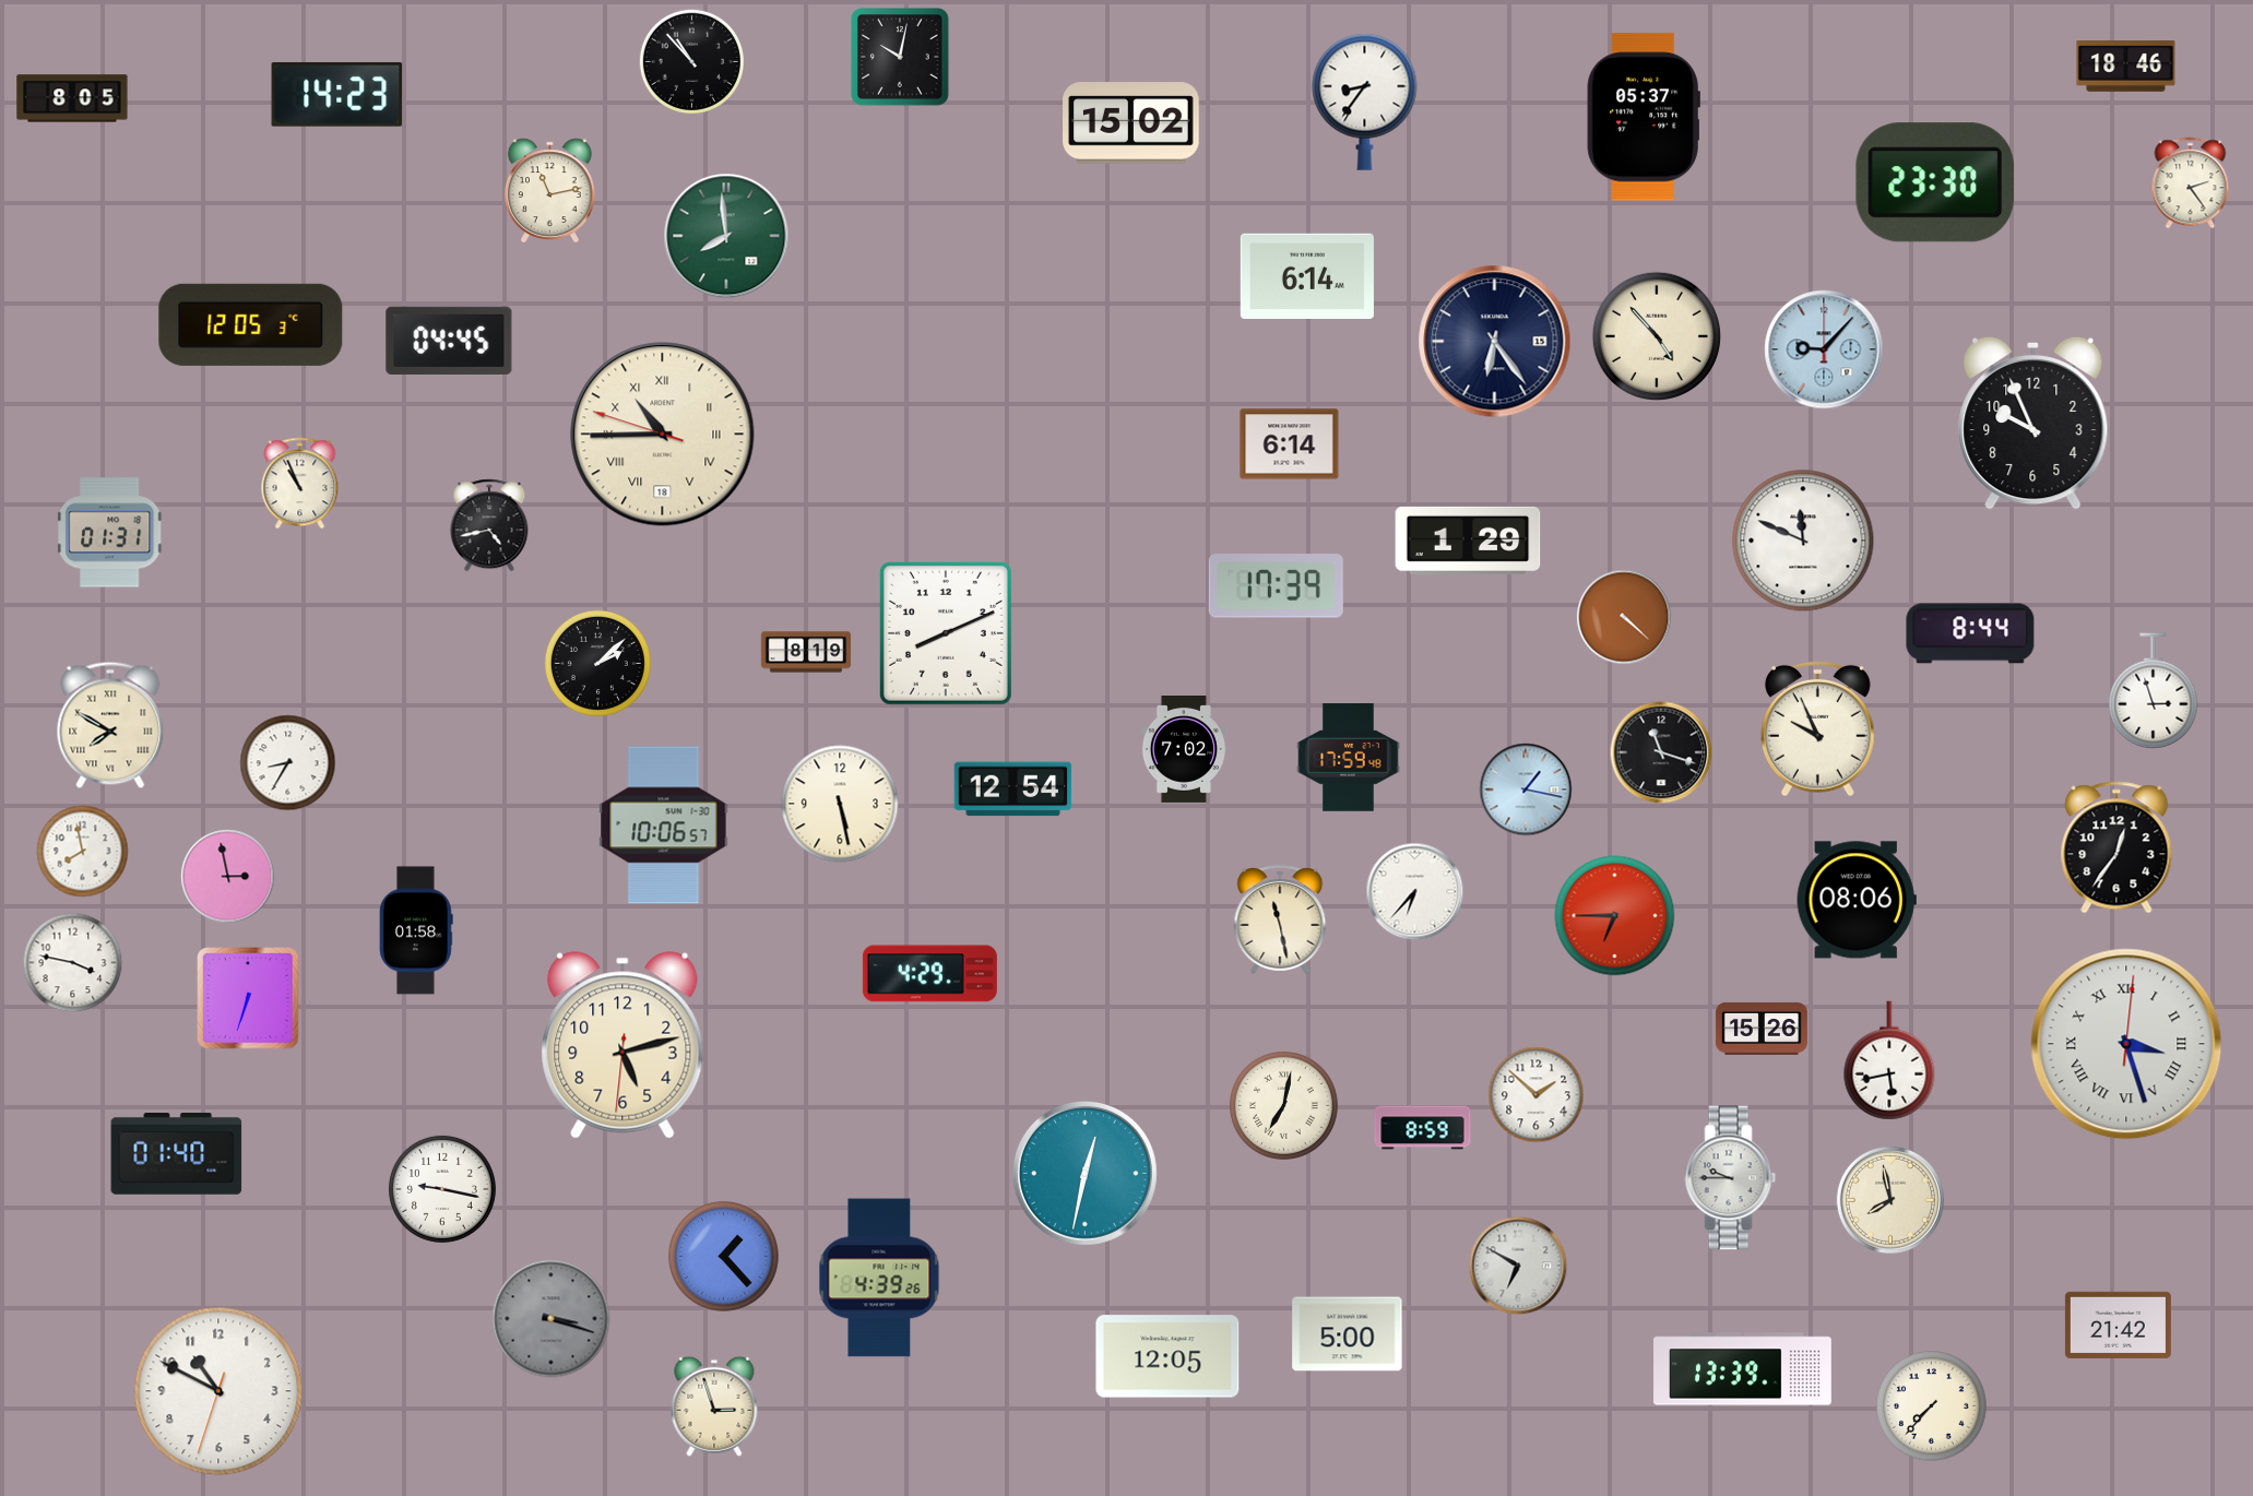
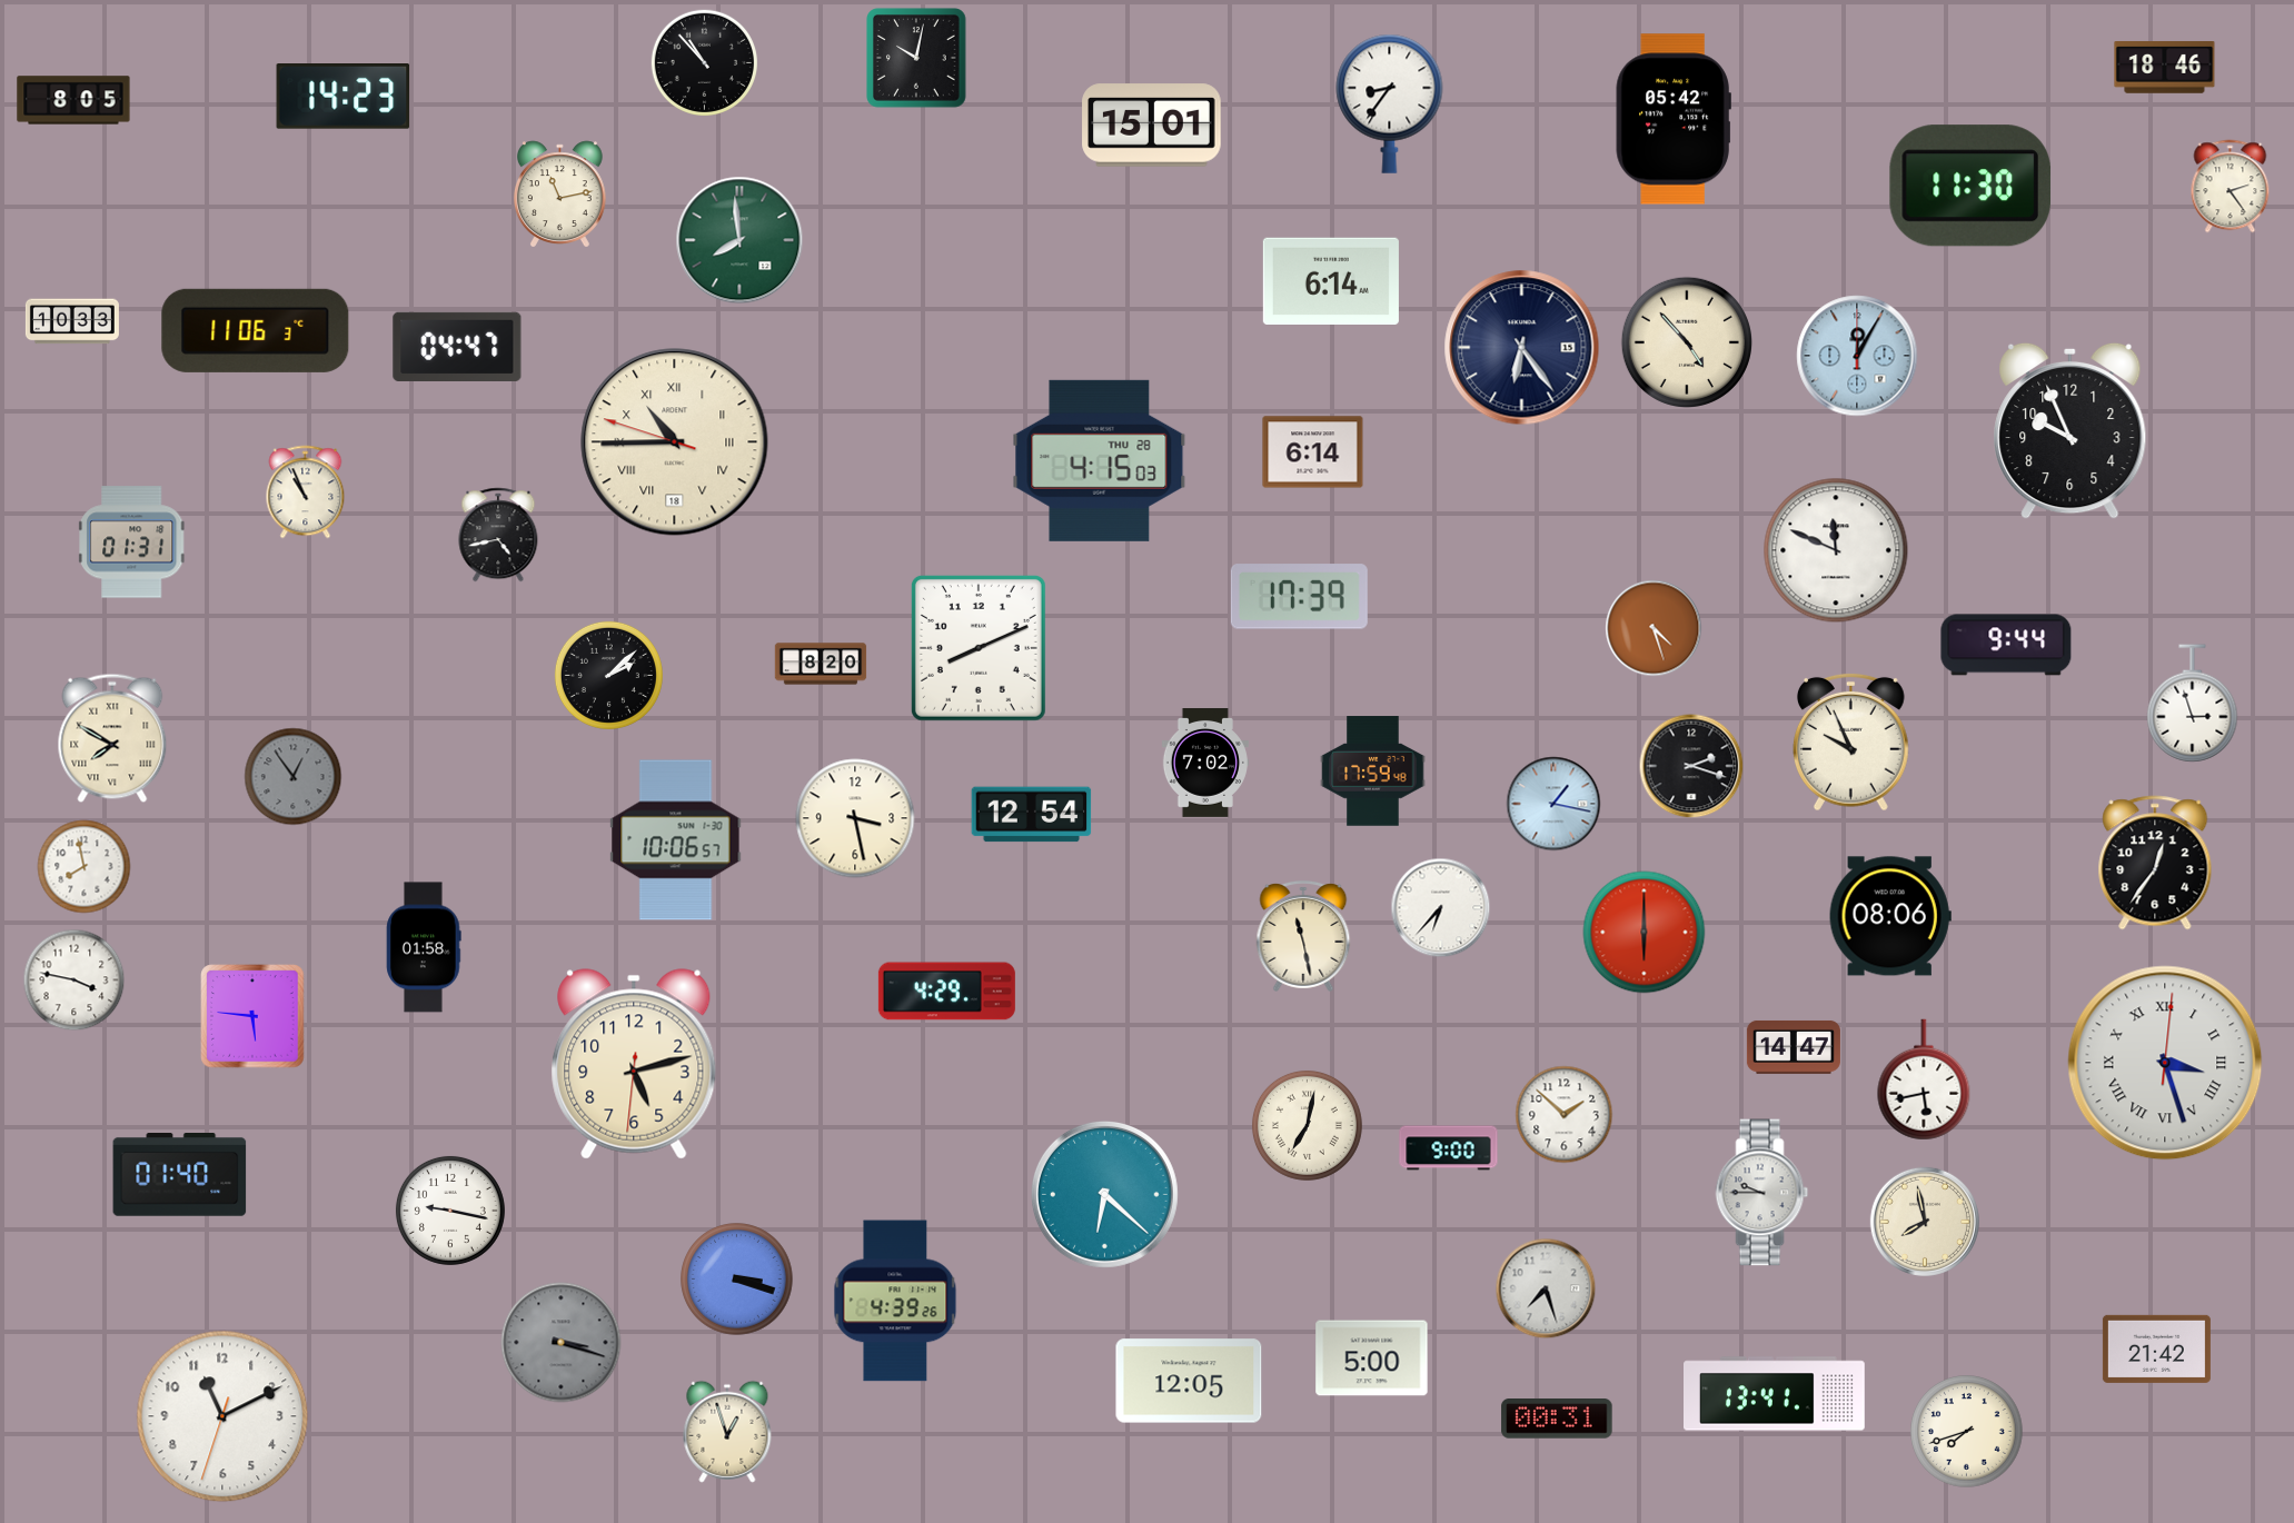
clock at (1644, 117): 05:37 -> 05:42
clock at (1131, 123): 15:02 -> 15:01
clock at (1935, 182): 23:30 -> 11:30
clock at (72, 321): none -> 10:33
clock at (251, 324): 12:05 -> 11:06
clock at (449, 340): 04:45 -> 04:47
clock at (1824, 349): 9:07 -> 12:05
clock at (1100, 460): none -> 4:15
clock at (110, 533) position: (110, 533) -> (132, 542)
clock at (1468, 541): 1:29 -> none
clock at (1624, 617): 4:22 -> 4:27
clock at (946, 633) position: (946, 633) -> (979, 648)
clock at (1970, 633): 8:44 -> 9:44
clock at (806, 652): 8:19 -> 8:20
clock at (1661, 752): 11:18 -> 2:18
clock at (288, 763): 8:35 -> 12:54
clock at (288, 763) dial: white -> grey
clock at (1013, 789) position: (1013, 789) -> (1032, 815)
clock at (840, 804): 5:28 -> 3:28
clock at (228, 877): 2:58 -> none
clock at (1615, 916): 6:45 -> 6:00
clock at (248, 998): 6:33 -> 5:46
clock at (1762, 1029): 15:26 -> 14:47
clock at (1423, 1128): 8:59 -> 9:00
clock at (1084, 1173): 12:32 -> 6:22
clock at (1731, 1178) position: (1731, 1178) -> (1762, 1193)
clock at (724, 1257): 1:23 -> 3:18
clock at (1518, 1266): 6:50 -> 7:27
clock at (1743, 1369): 13:39 -> 13:41
clock at (218, 1391): 10:49 -> 11:10
clock at (1557, 1420): none -> 00:31
clock at (714, 1406): 2:57 -> 12:57
clock at (1932, 1406): 7:37 -> 7:42
